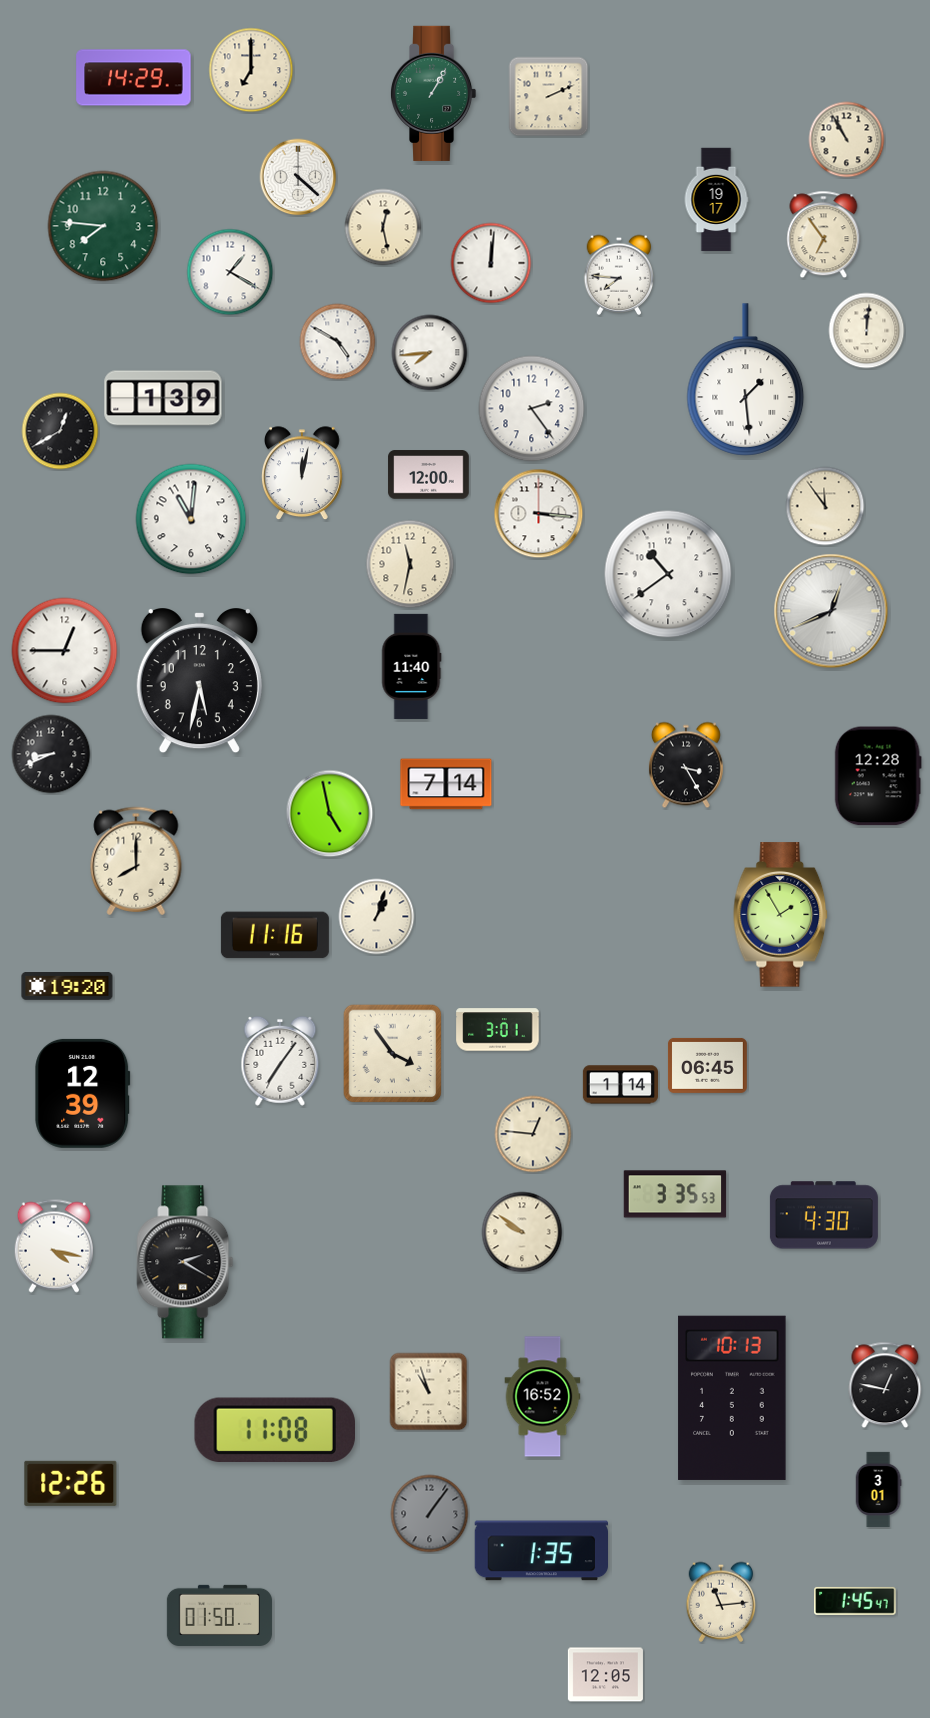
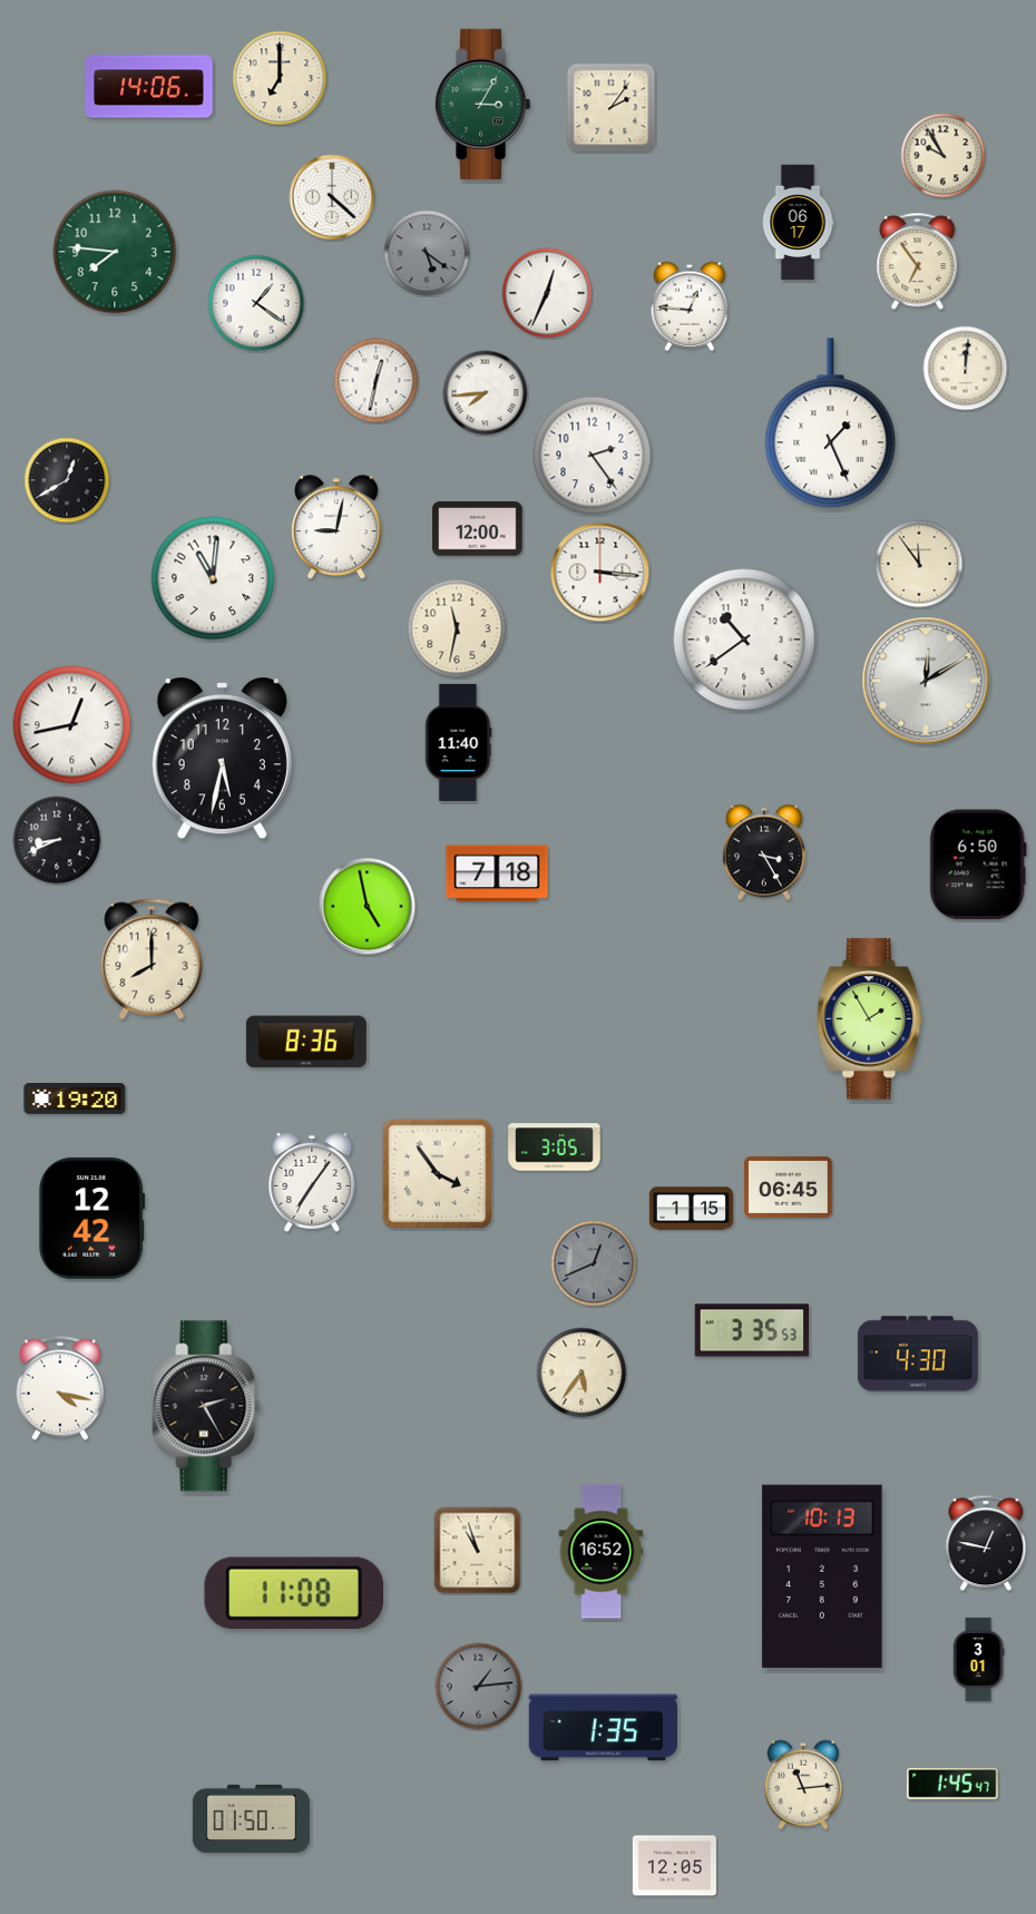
clock at (134, 78): 14:29 -> 14:06
clock at (433, 93): 1:05 -> 3:05
clock at (549, 97): 2:11 -> 2:06
clock at (847, 140): 10:55 -> 9:55
clock at (716, 200): 19:17 -> 06:17
clock at (383, 227): 12:28 -> 5:21
clock at (383, 227) dial: cream -> grey
clock at (491, 263): 12:01 -> 12:34
clock at (230, 272): 1:20 -> 1:21
clock at (619, 275): 7:46 -> 12:46
clock at (338, 342): 4:50 -> 12:32
clock at (430, 353) position: (430, 353) -> (486, 393)
clock at (746, 380): 1:29 -> 1:26
clock at (163, 398): 1:39 -> none
clock at (303, 474): 12:02 -> 9:02
clock at (831, 611): 12:41 -> 12:10
clock at (65, 651): 12:45 -> 12:43
clock at (878, 776): 12:28 -> 6:50
clock at (446, 784): 7:14 -> 7:18
clock at (377, 917): 1:03 -> none
clock at (275, 935): 11:16 -> 8:36
clock at (498, 1030): 3:01 -> 3:05
clock at (620, 1085): 1:14 -> 1:15
clock at (83, 1093): 12:39 -> 12:42
clock at (533, 1134): 12:46 -> 12:41
clock at (533, 1134) dial: cream -> grey
clock at (522, 1232): 9:51 -> 5:36
clock at (185, 1262): 2:20 -> 2:25
clock at (543, 1397) position: (543, 1397) -> (602, 1552)
clock at (732, 1398) position: (732, 1398) -> (822, 1576)
clock at (274, 1429) position: (274, 1429) -> (293, 1592)
clock at (71, 1483): 12:26 -> none
clock at (430, 1514): 1:06 -> 1:14
clock at (219, 1615) position: (219, 1615) -> (251, 1818)
